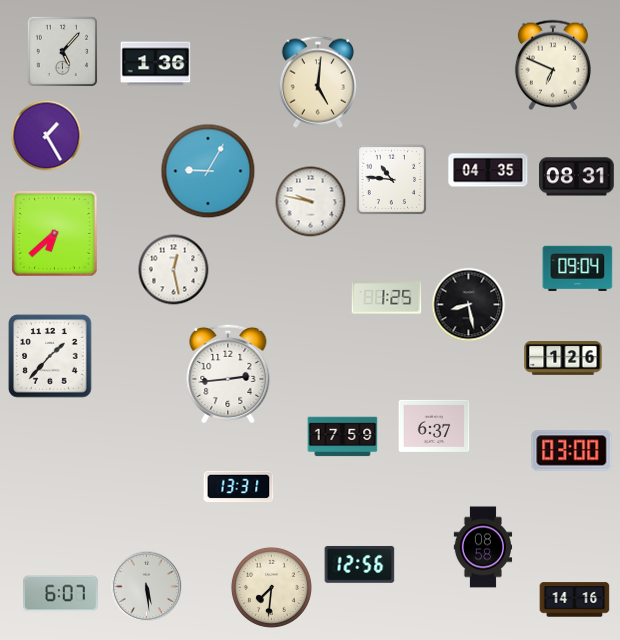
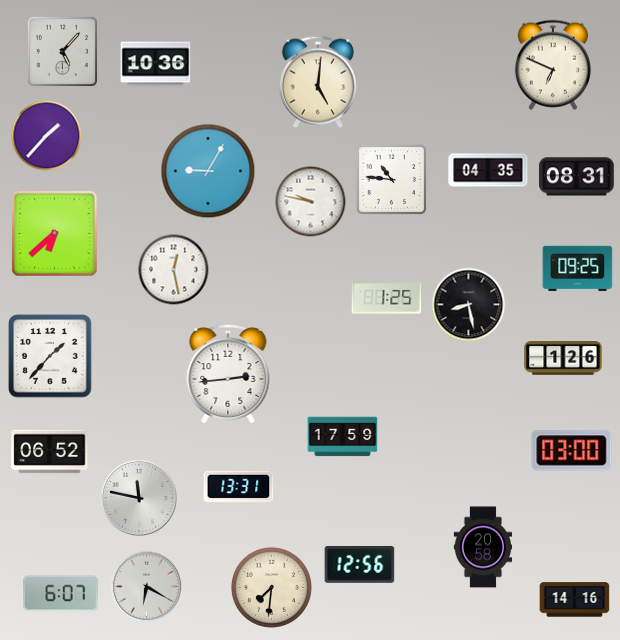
clock at (156, 64): 1:36 -> 10:36
clock at (47, 136): 1:25 -> 1:37
clock at (578, 268): 09:04 -> 09:25
clock at (434, 426): 6:37 -> none
clock at (50, 452): none -> 06:52
clock at (139, 498): none -> 11:47
clock at (483, 547): 08:58 -> 20:58
clock at (147, 587): 5:29 -> 6:20
